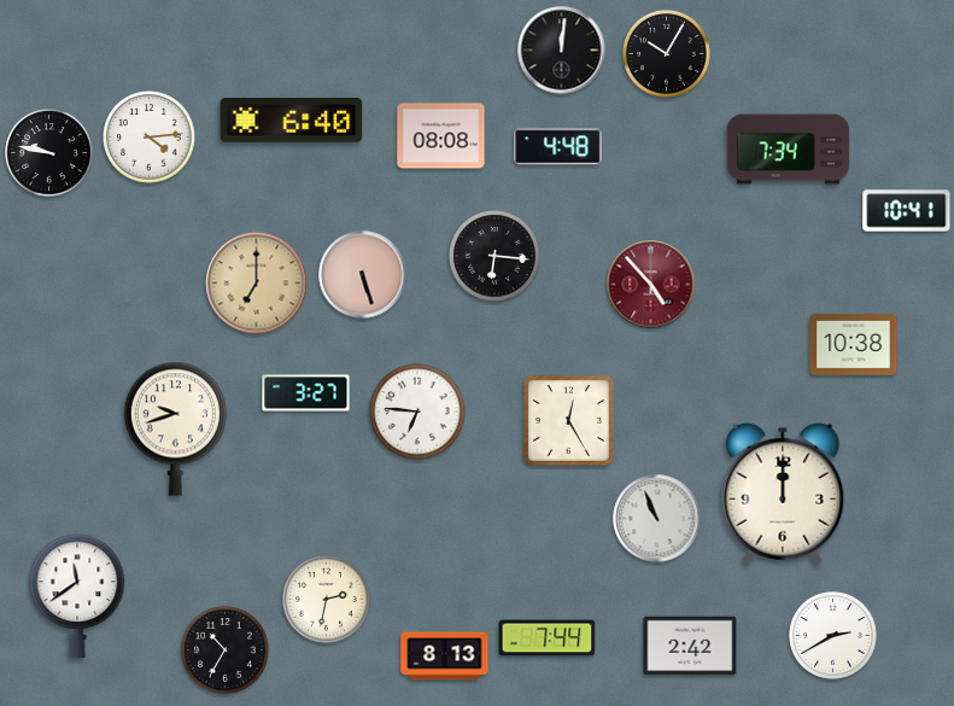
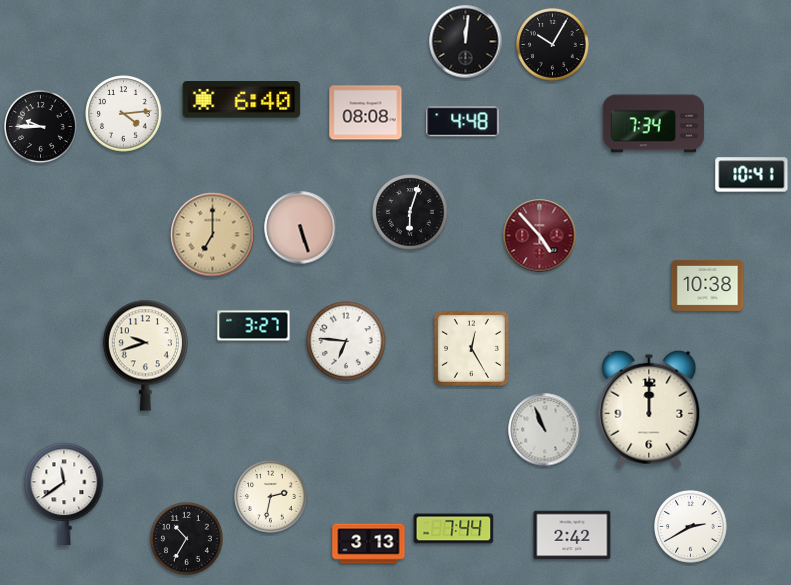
clock at (49, 153): 9:47 -> 9:45
clock at (494, 256): 6:16 -> 6:03
clock at (445, 657): 8:13 -> 3:13
